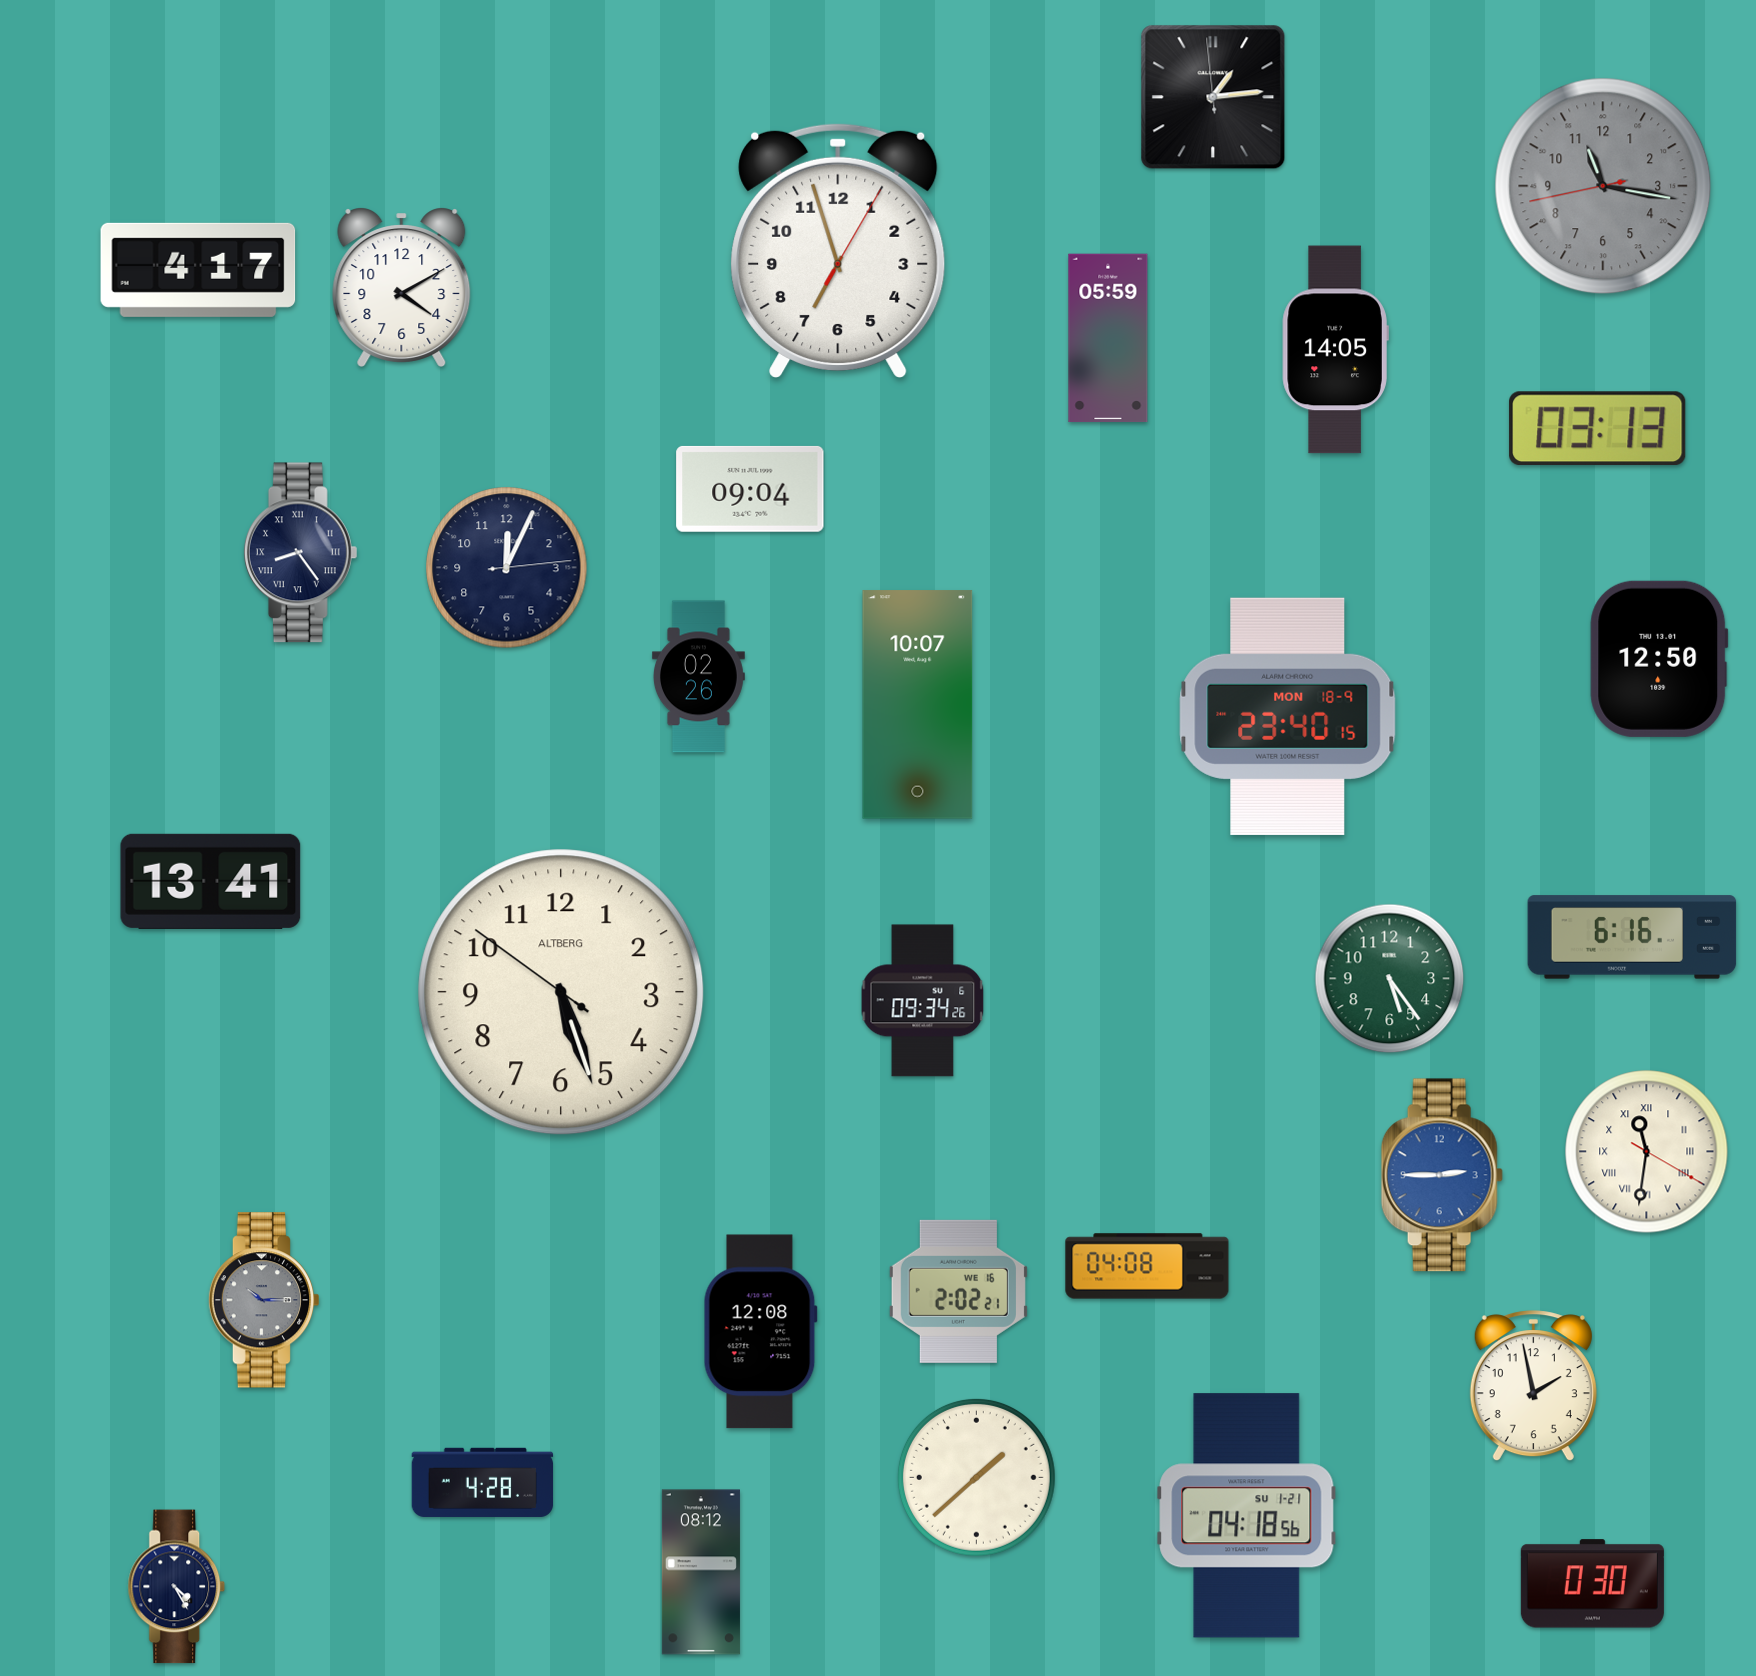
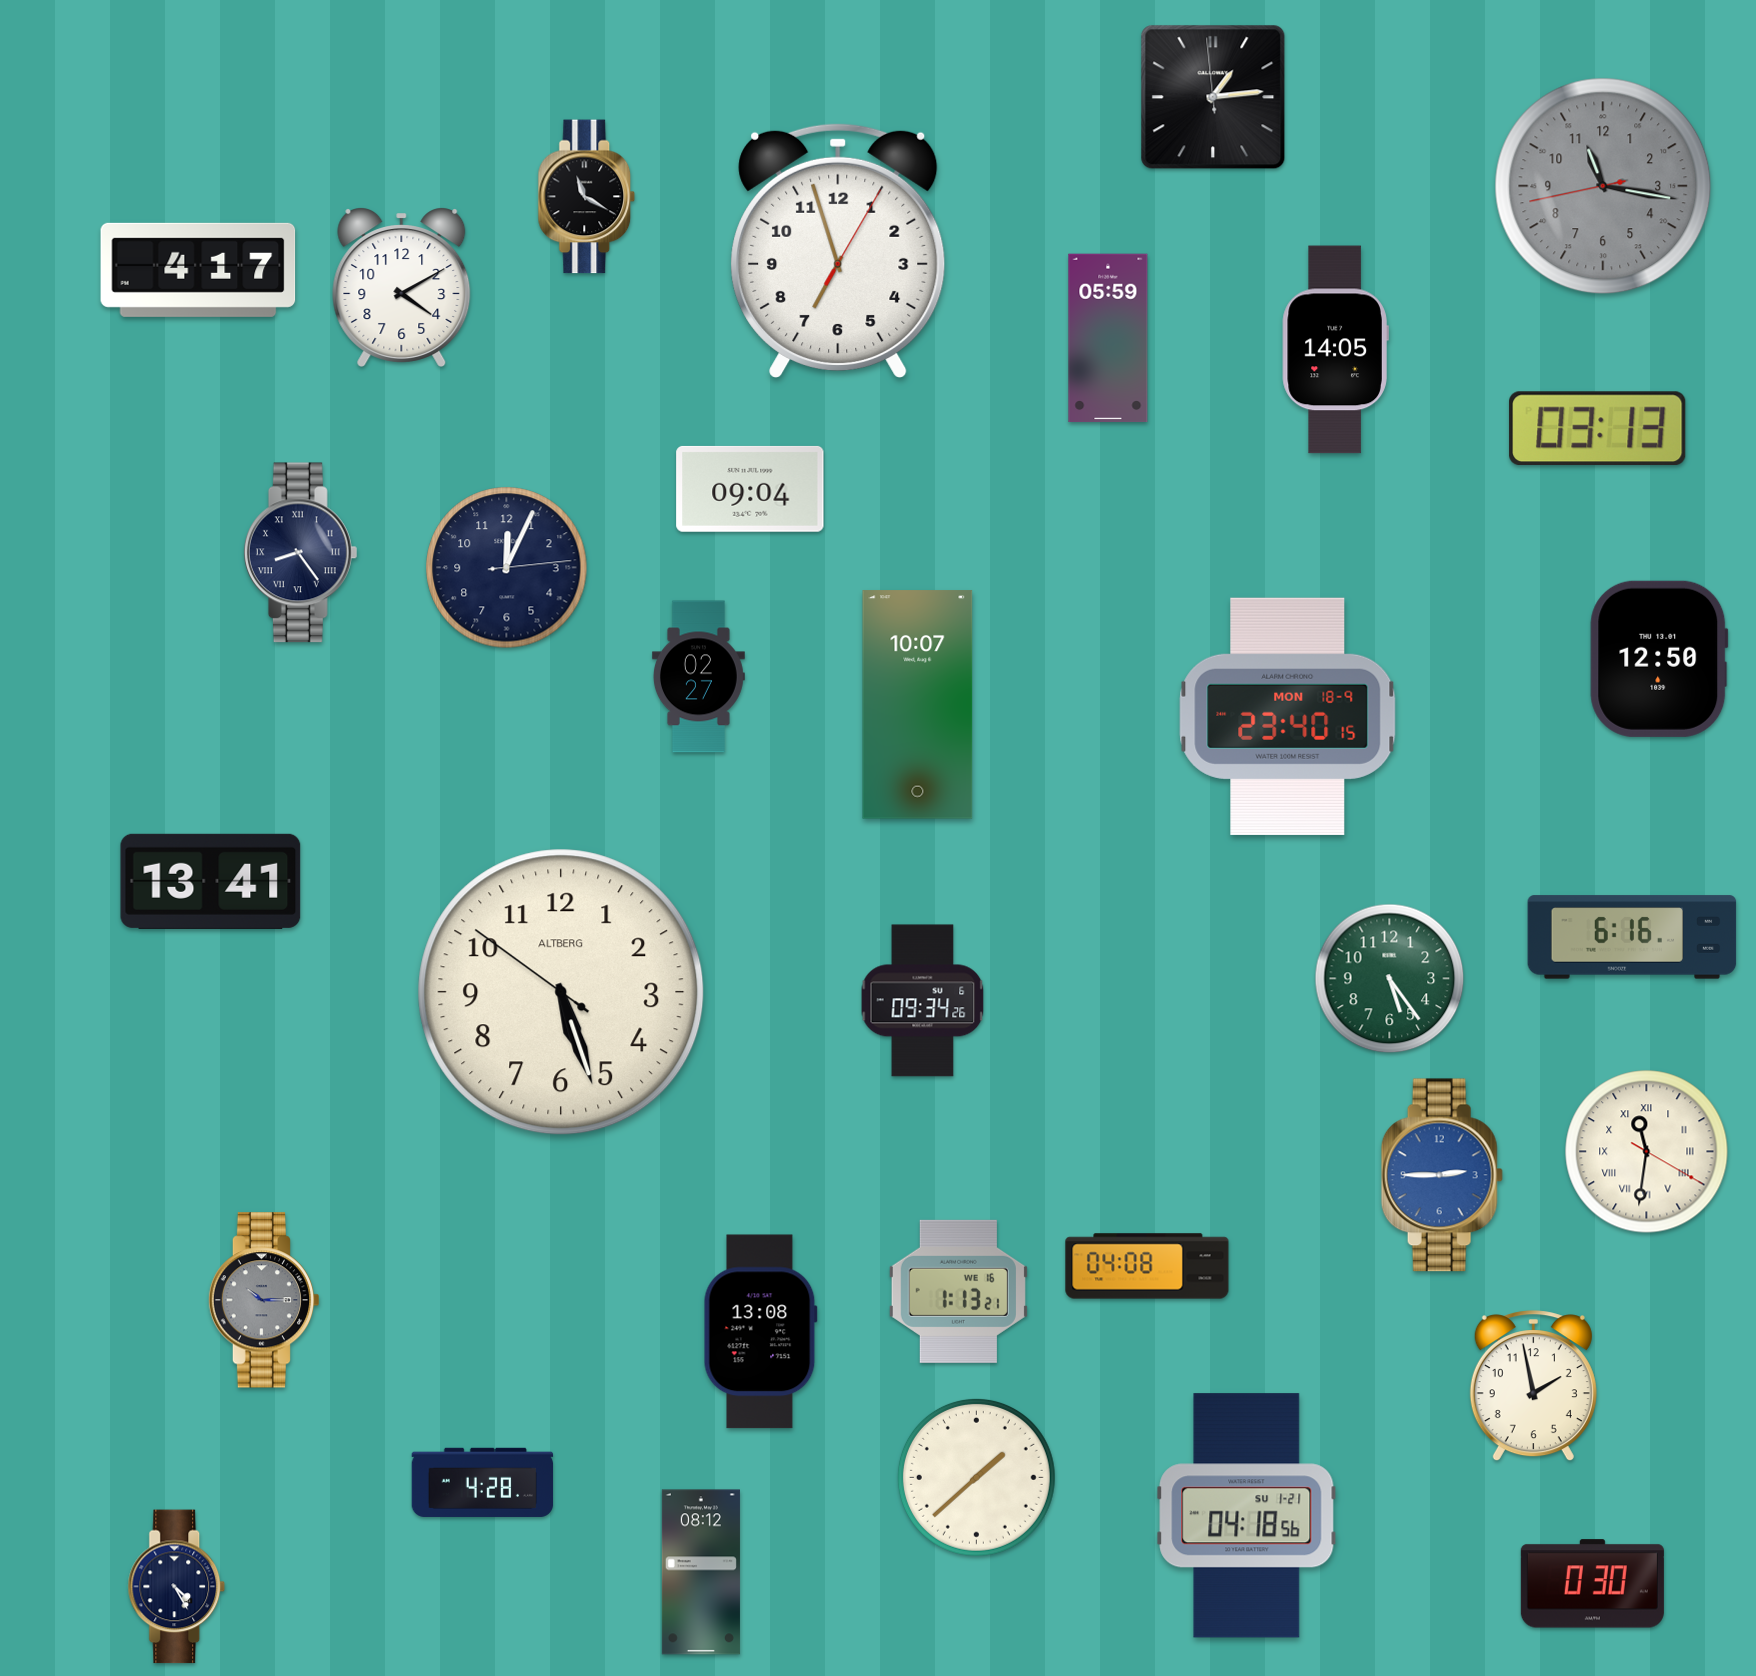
clock at (587, 197): none -> 11:20
clock at (698, 677): 02:26 -> 02:27
clock at (958, 1291): 2:02 -> 1:13
clock at (760, 1332): 12:08 -> 13:08
